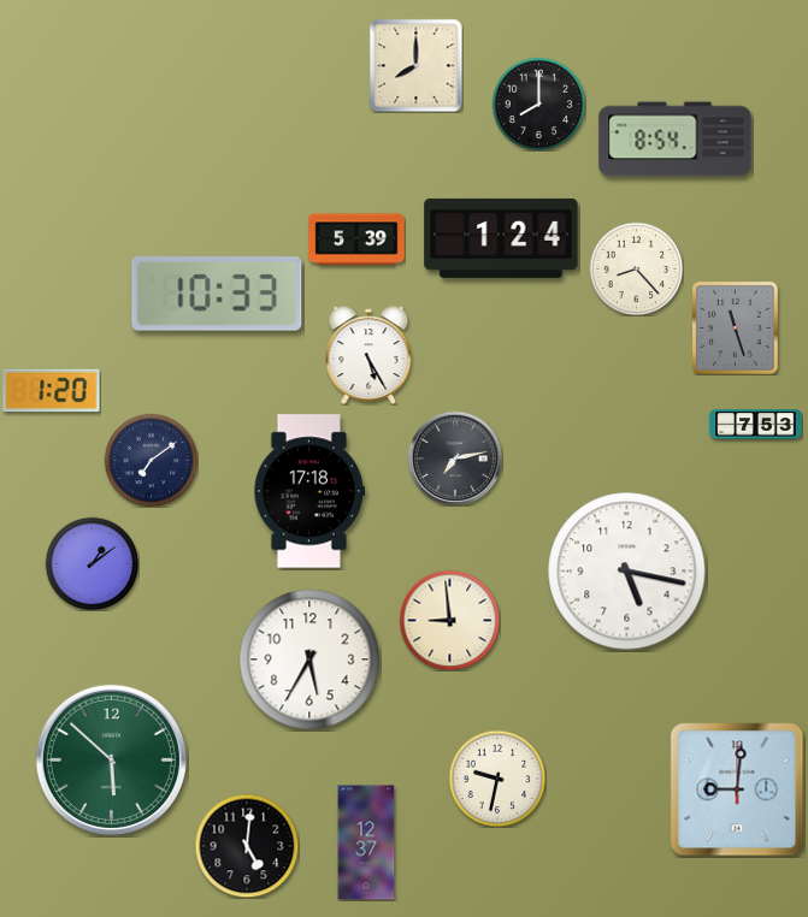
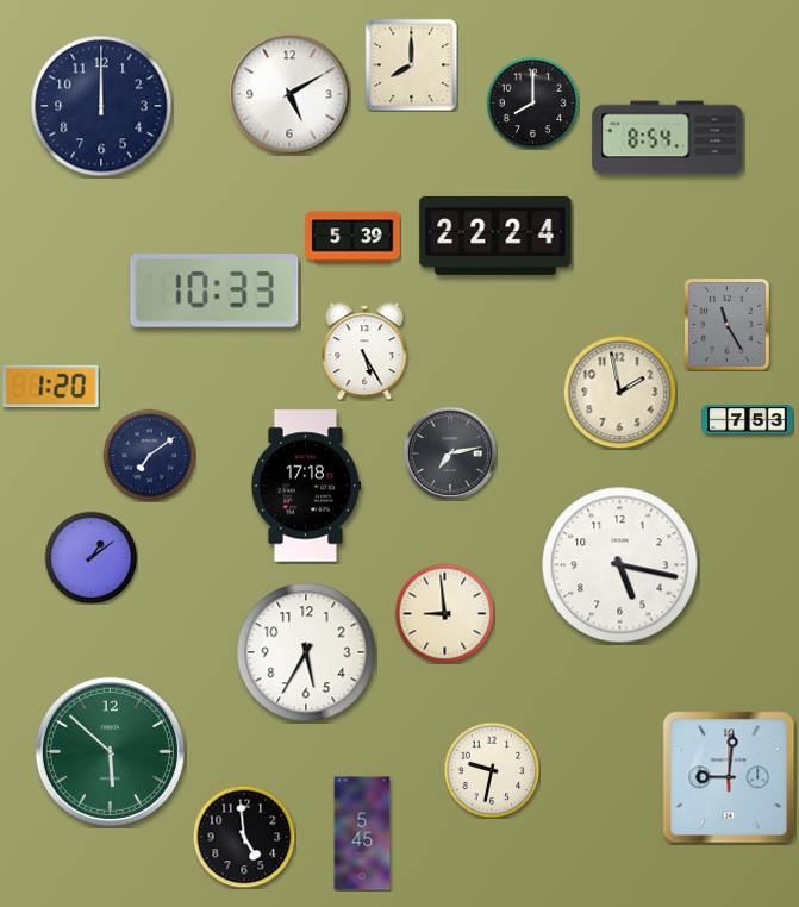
clock at (289, 94): none -> 5:10
clock at (101, 106): none -> 12:00
clock at (501, 238): 1:24 -> 22:24
clock at (636, 268): 8:23 -> none
clock at (736, 329): 11:27 -> 11:25
clock at (619, 392): none -> 1:58
clock at (737, 789) position: (737, 789) -> (729, 777)
clock at (366, 842): 12:37 -> 5:45
clock at (247, 846): 5:01 -> 4:59
